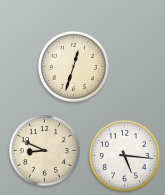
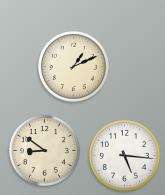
clock at (73, 66): 12:33 -> 1:11
clock at (44, 150): 8:49 -> 8:51
